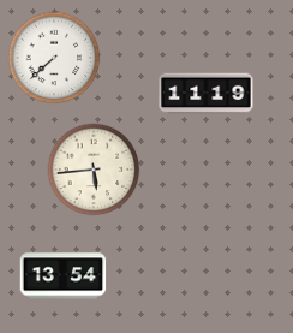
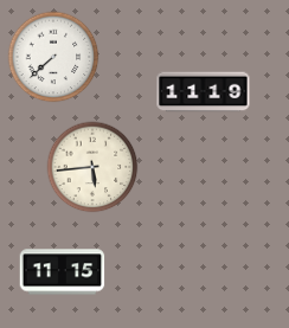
clock at (64, 276): 13:54 -> 11:15
